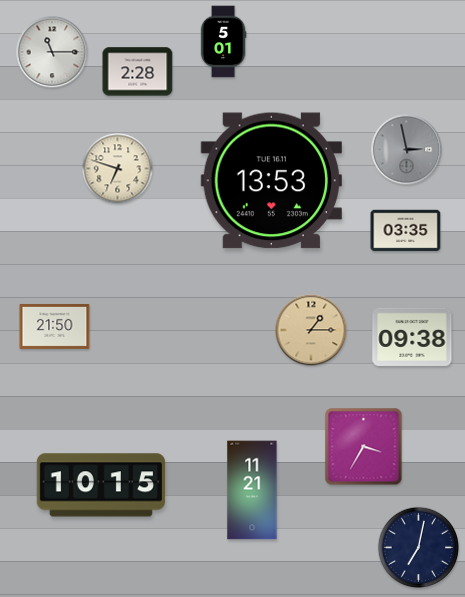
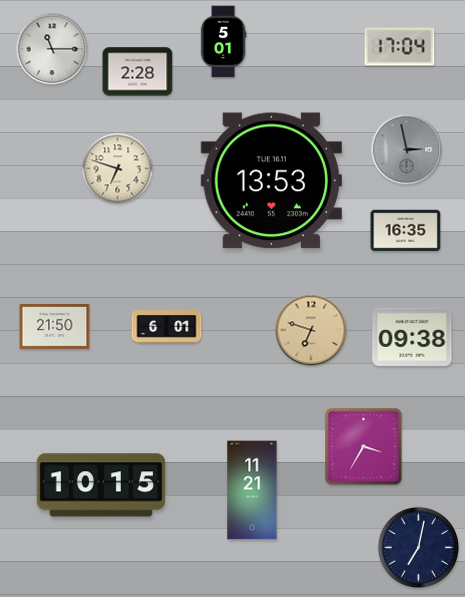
clock at (400, 47): none -> 17:04
clock at (52, 52) position: (52, 52) -> (52, 49)
clock at (406, 231): 03:35 -> 16:35
clock at (167, 327): none -> 6:01
clock at (311, 330): 1:15 -> 6:48
